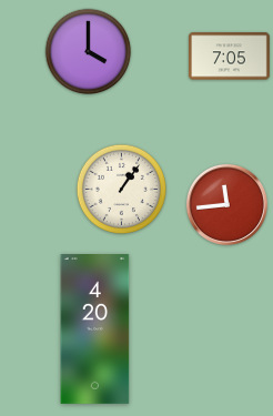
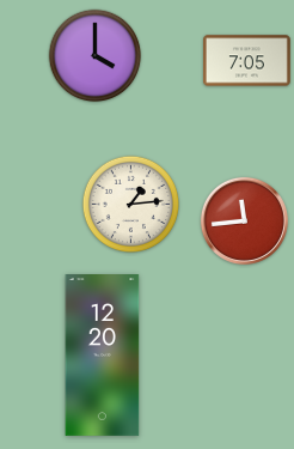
clock at (121, 189): 1:06 -> 1:14
clock at (95, 329): 4:20 -> 12:20
